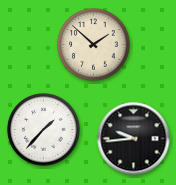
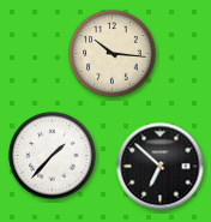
clock at (94, 45): 1:52 -> 10:16
clock at (134, 139): 9:44 -> 6:52
